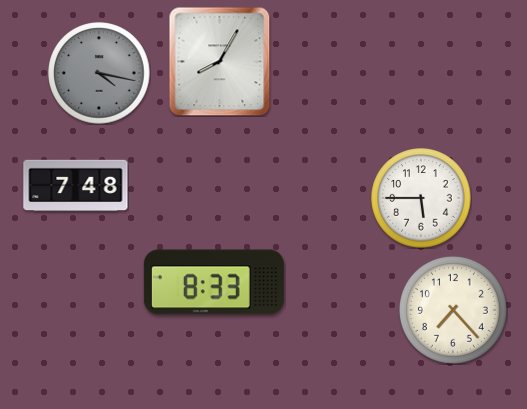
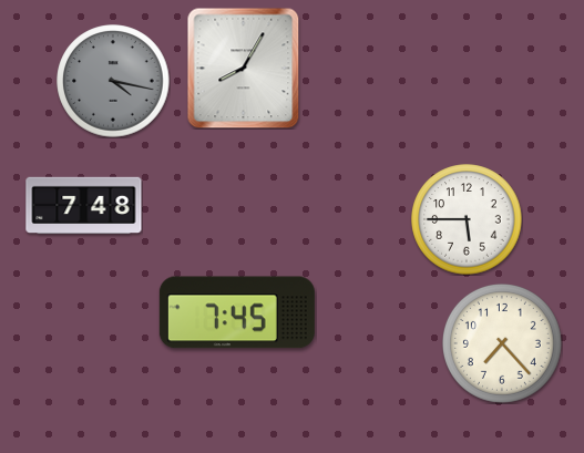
clock at (99, 73) position: (99, 73) -> (113, 81)
clock at (214, 282): 8:33 -> 7:45
